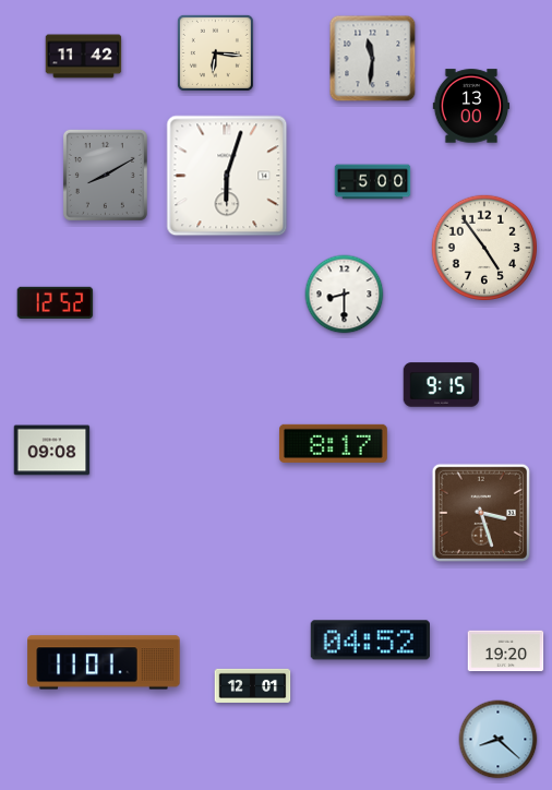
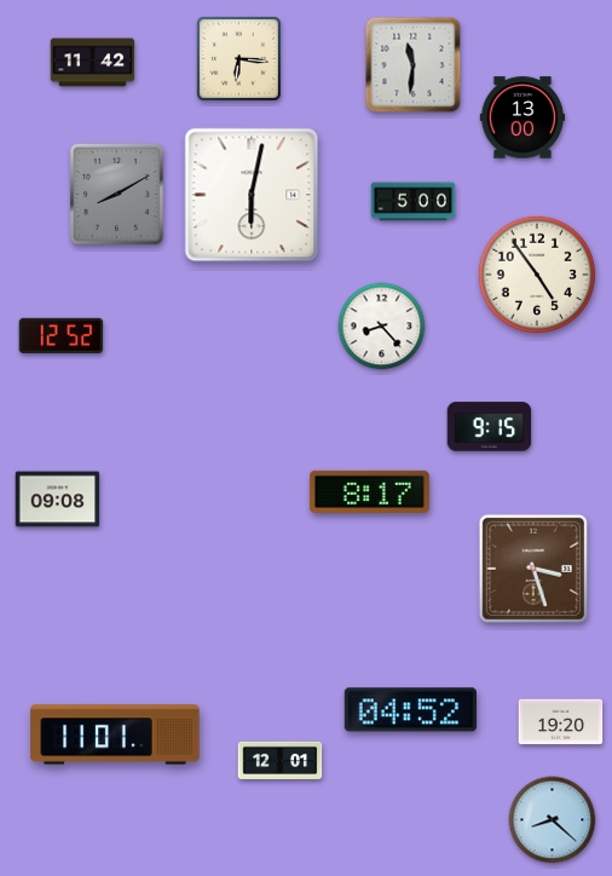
clock at (227, 176): 6:03 -> 6:02
clock at (345, 295): 8:30 -> 8:23
